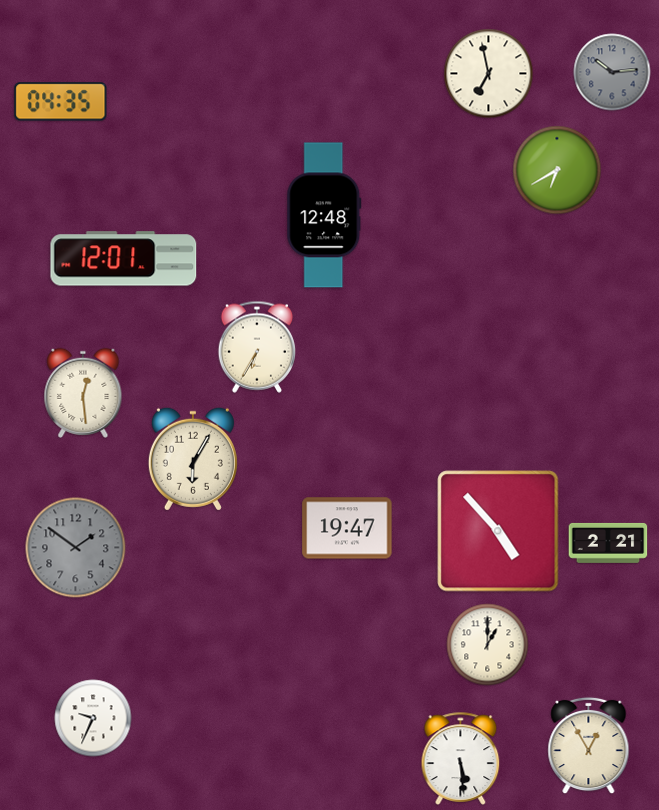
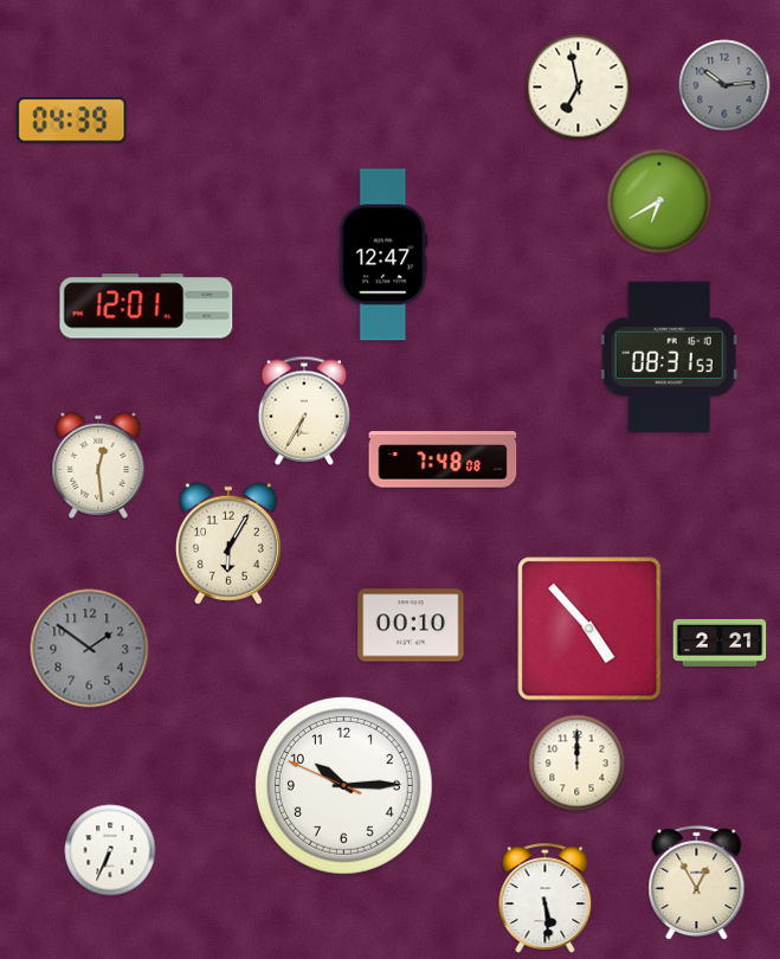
clock at (61, 102): 04:35 -> 04:39
clock at (324, 215): 12:48 -> 12:47
clock at (669, 358): none -> 08:31
clock at (443, 459): none -> 7:48
clock at (347, 528): 19:47 -> 00:10
clock at (488, 645): 1:00 -> 12:00
clock at (343, 785): none -> 10:14
clock at (93, 718): 9:34 -> 6:34
